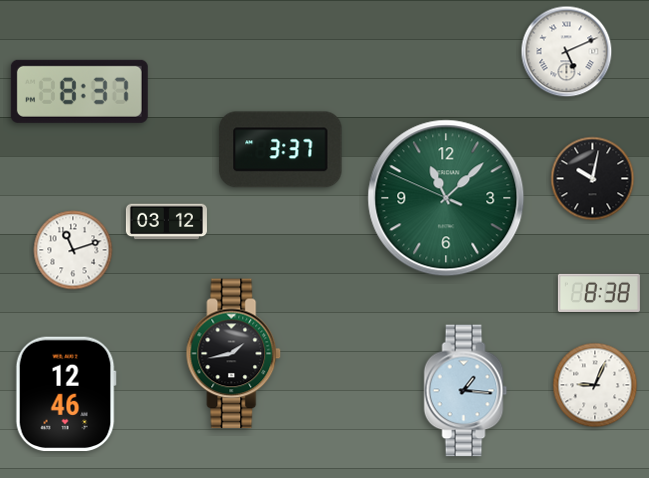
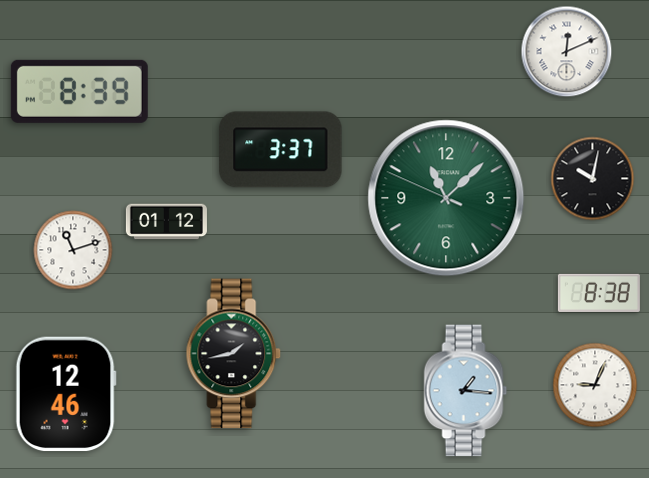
clock at (567, 52): 5:11 -> 12:11
clock at (79, 91): 8:37 -> 8:39
clock at (166, 222): 03:12 -> 01:12
